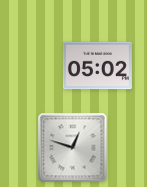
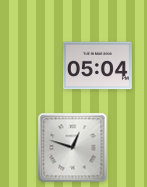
clock at (97, 66): 05:02 -> 05:04
